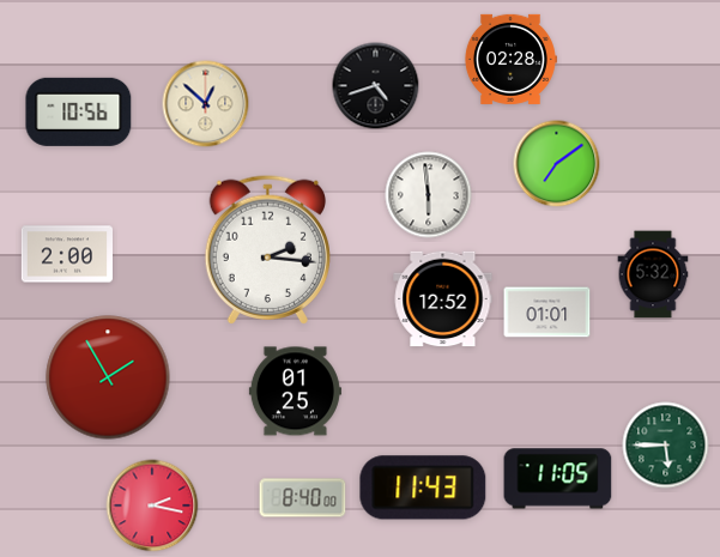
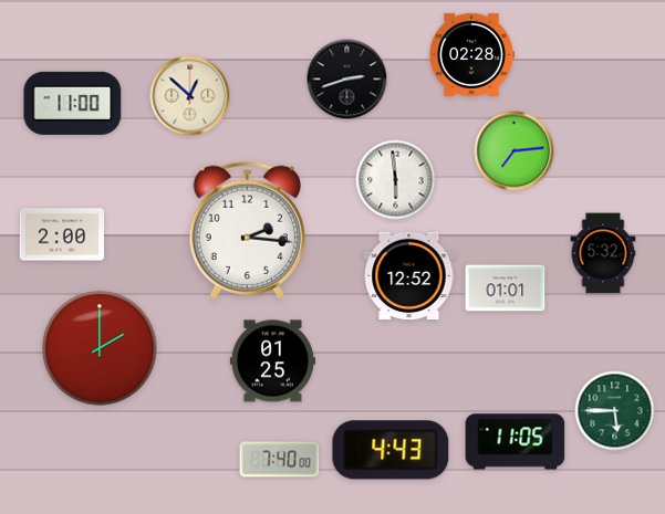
clock at (376, 86): 4:42 -> 2:42
clock at (79, 111): 10:56 -> 11:00
clock at (557, 164): 7:09 -> 7:14
clock at (108, 377): 1:55 -> 2:00
clock at (423, 488): 11:43 -> 4:43
clock at (303, 498): 8:40 -> 7:40
clock at (152, 505): 2:17 -> none
